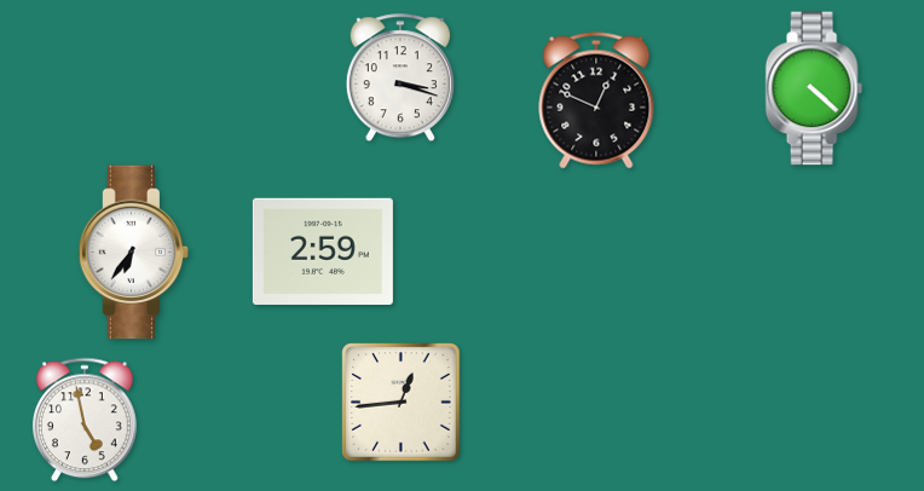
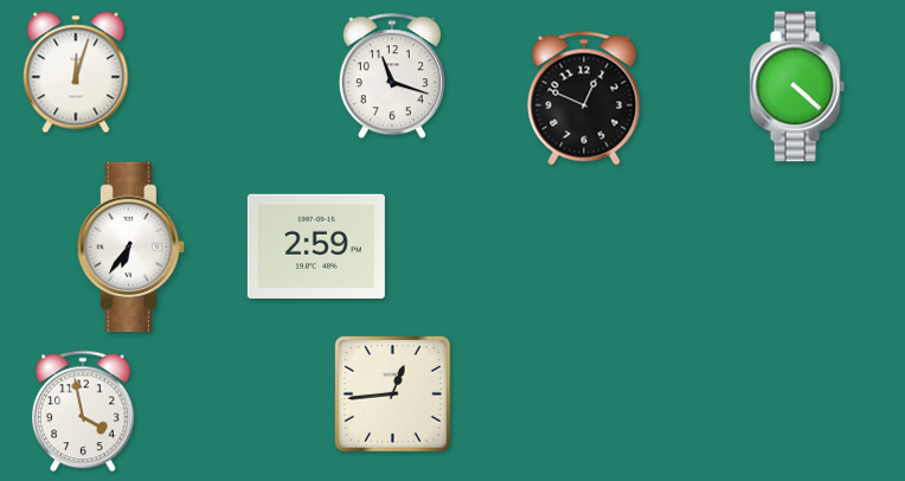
clock at (76, 72): none -> 12:03
clock at (400, 79): 3:18 -> 11:18
clock at (85, 420): 4:58 -> 3:58
